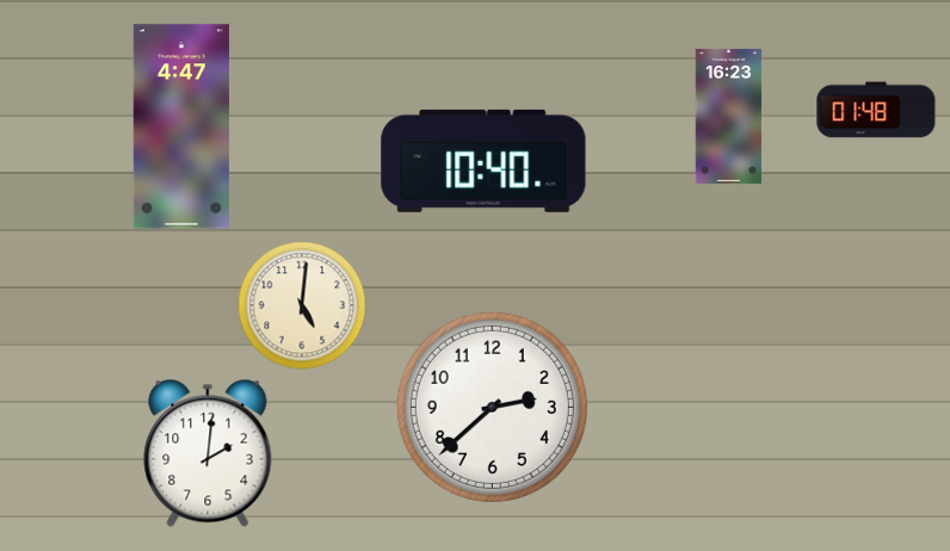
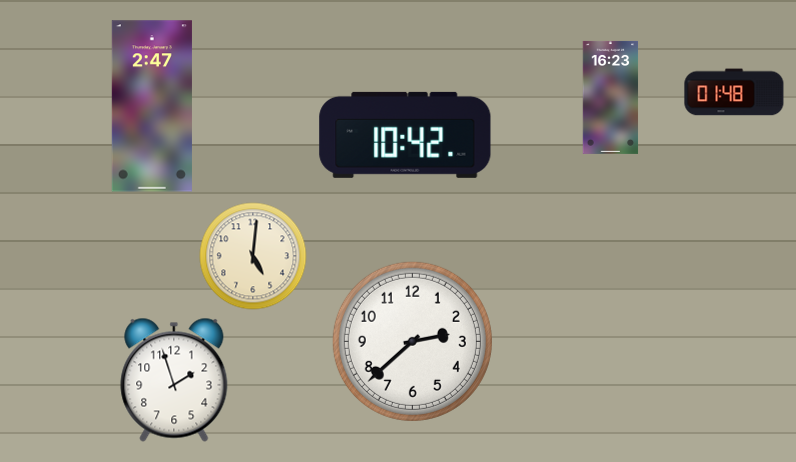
clock at (181, 126): 4:47 -> 2:47
clock at (483, 161): 10:40 -> 10:42
clock at (208, 453): 2:01 -> 1:57
